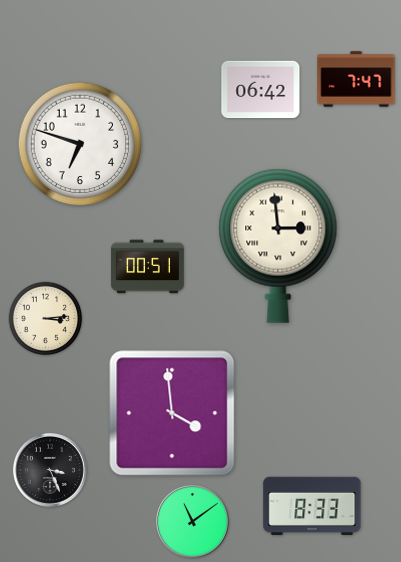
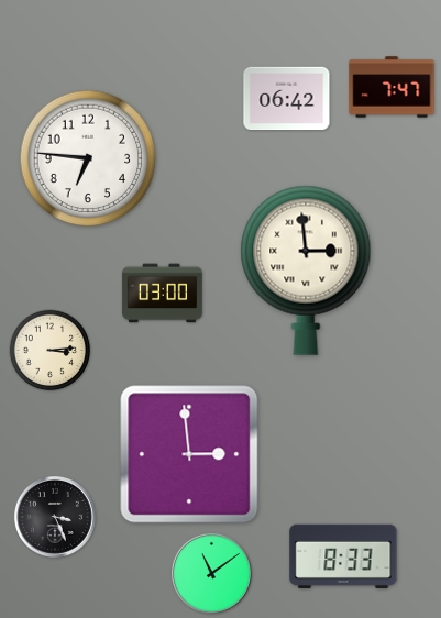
clock at (80, 144): 6:48 -> 6:46
clock at (148, 267): 00:51 -> 03:00
clock at (172, 413): 3:59 -> 2:59
